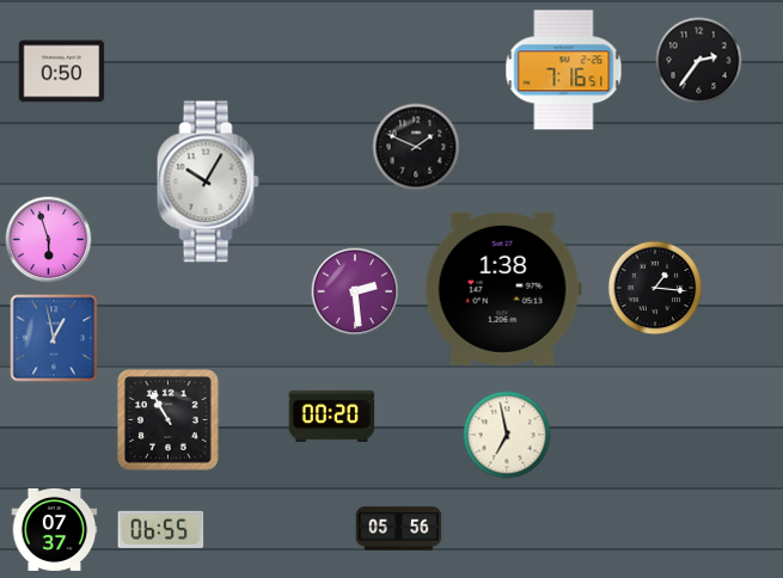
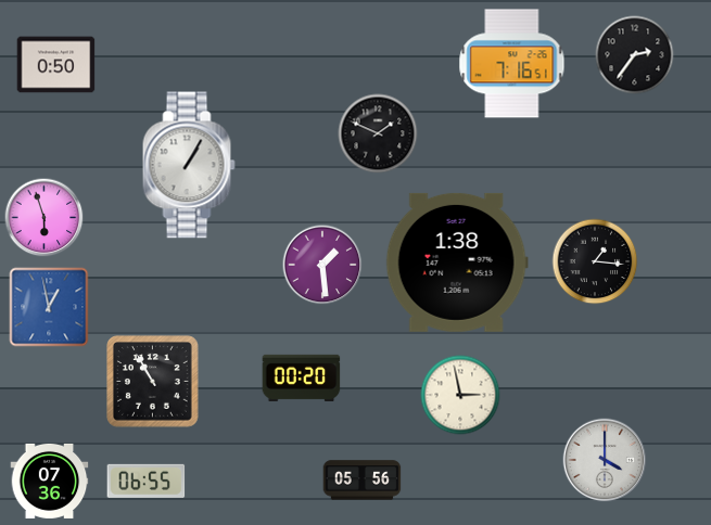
clock at (208, 182): 10:05 -> 1:05
clock at (355, 291): 2:29 -> 1:29
clock at (507, 435): 6:58 -> 2:58
clock at (605, 460): none -> 4:00
clock at (55, 529): 07:37 -> 07:36
